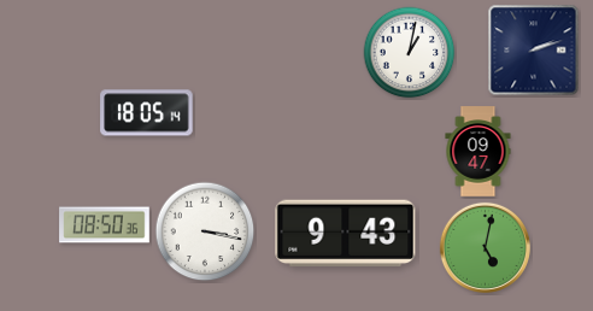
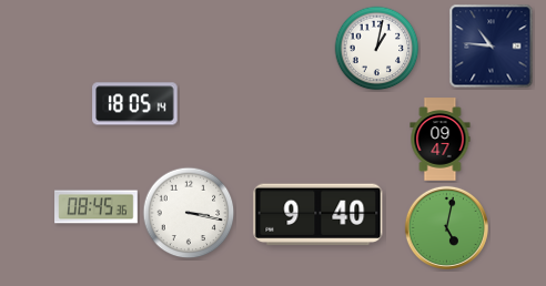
clock at (534, 51): 2:12 -> 10:46
clock at (105, 225): 08:50 -> 08:45
clock at (346, 234): 9:43 -> 9:40
